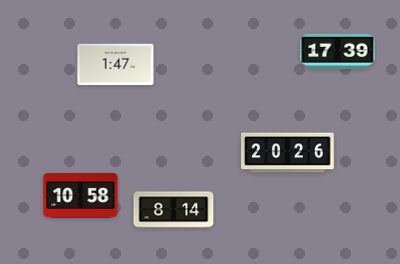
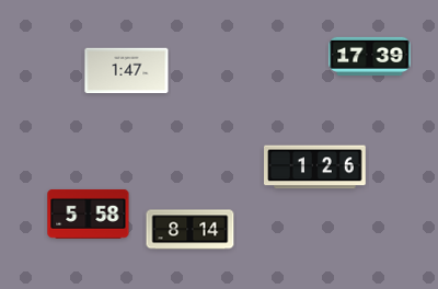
clock at (288, 153): 20:26 -> 1:26
clock at (81, 195): 10:58 -> 5:58
